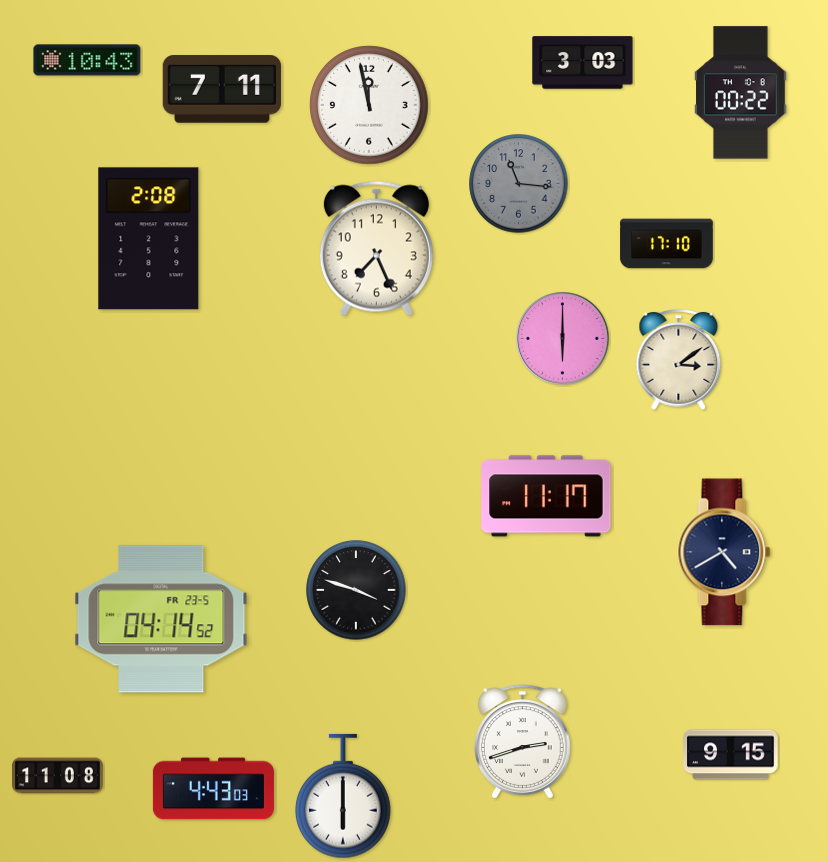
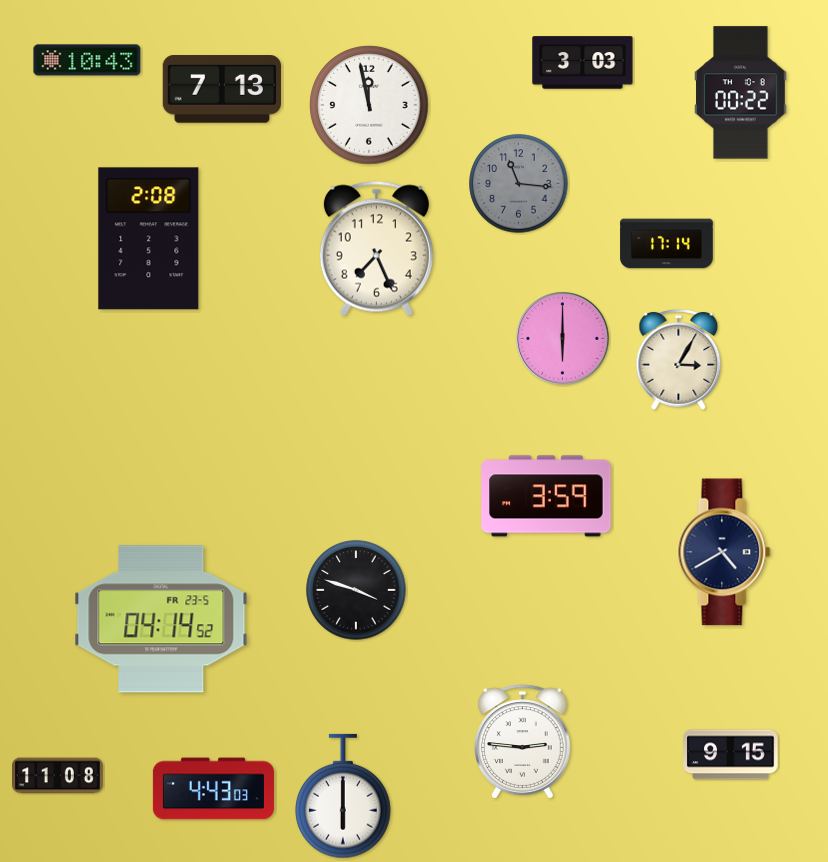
clock at (222, 89): 7:11 -> 7:13
clock at (667, 244): 17:10 -> 17:14
clock at (679, 360): 3:09 -> 3:05
clock at (546, 496): 11:17 -> 3:59
clock at (523, 742): 2:42 -> 2:46
